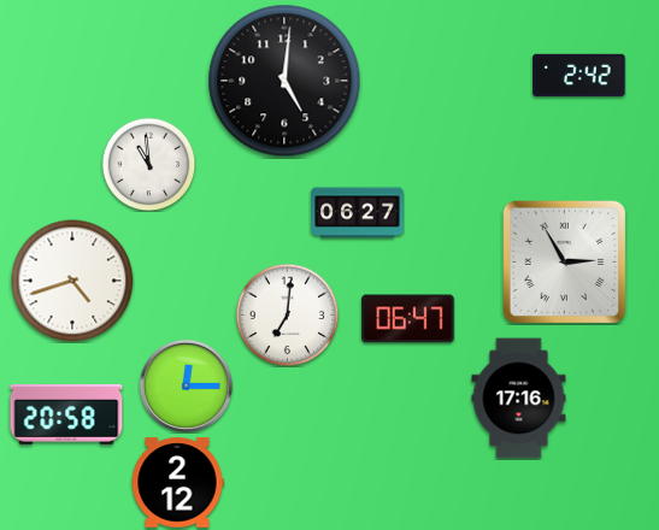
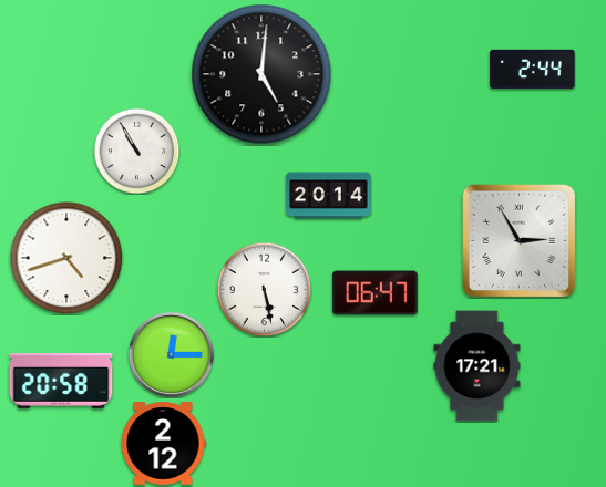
clock at (579, 75): 2:42 -> 2:44
clock at (148, 164): 10:59 -> 10:55
clock at (358, 213): 06:27 -> 20:14
clock at (287, 314): 7:01 -> 5:28
clock at (519, 399): 17:16 -> 17:21
